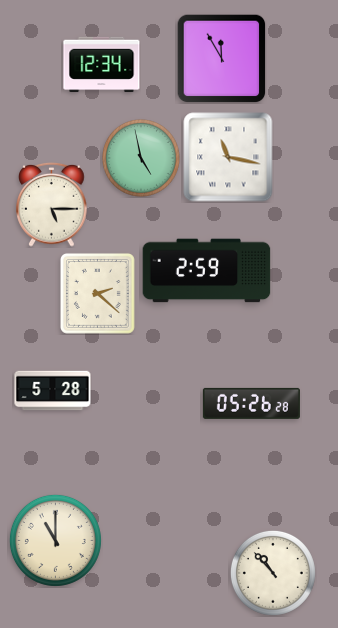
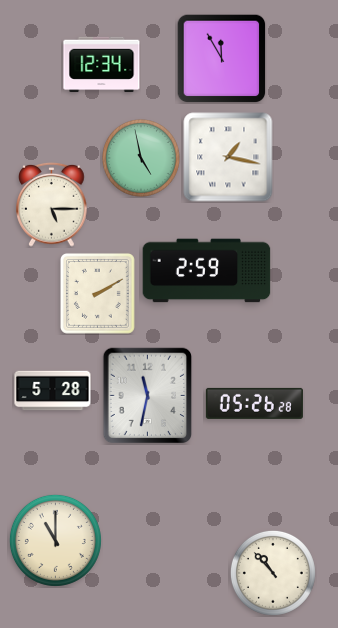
clock at (228, 157): 11:17 -> 1:17
clock at (97, 293): 2:22 -> 2:10
clock at (148, 396): none -> 11:32
clock at (251, 403) position: (251, 403) -> (254, 403)
